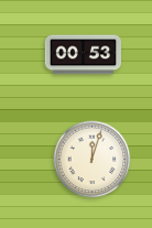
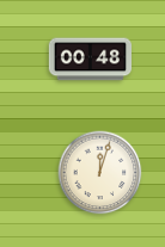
clock at (83, 55): 00:53 -> 00:48
